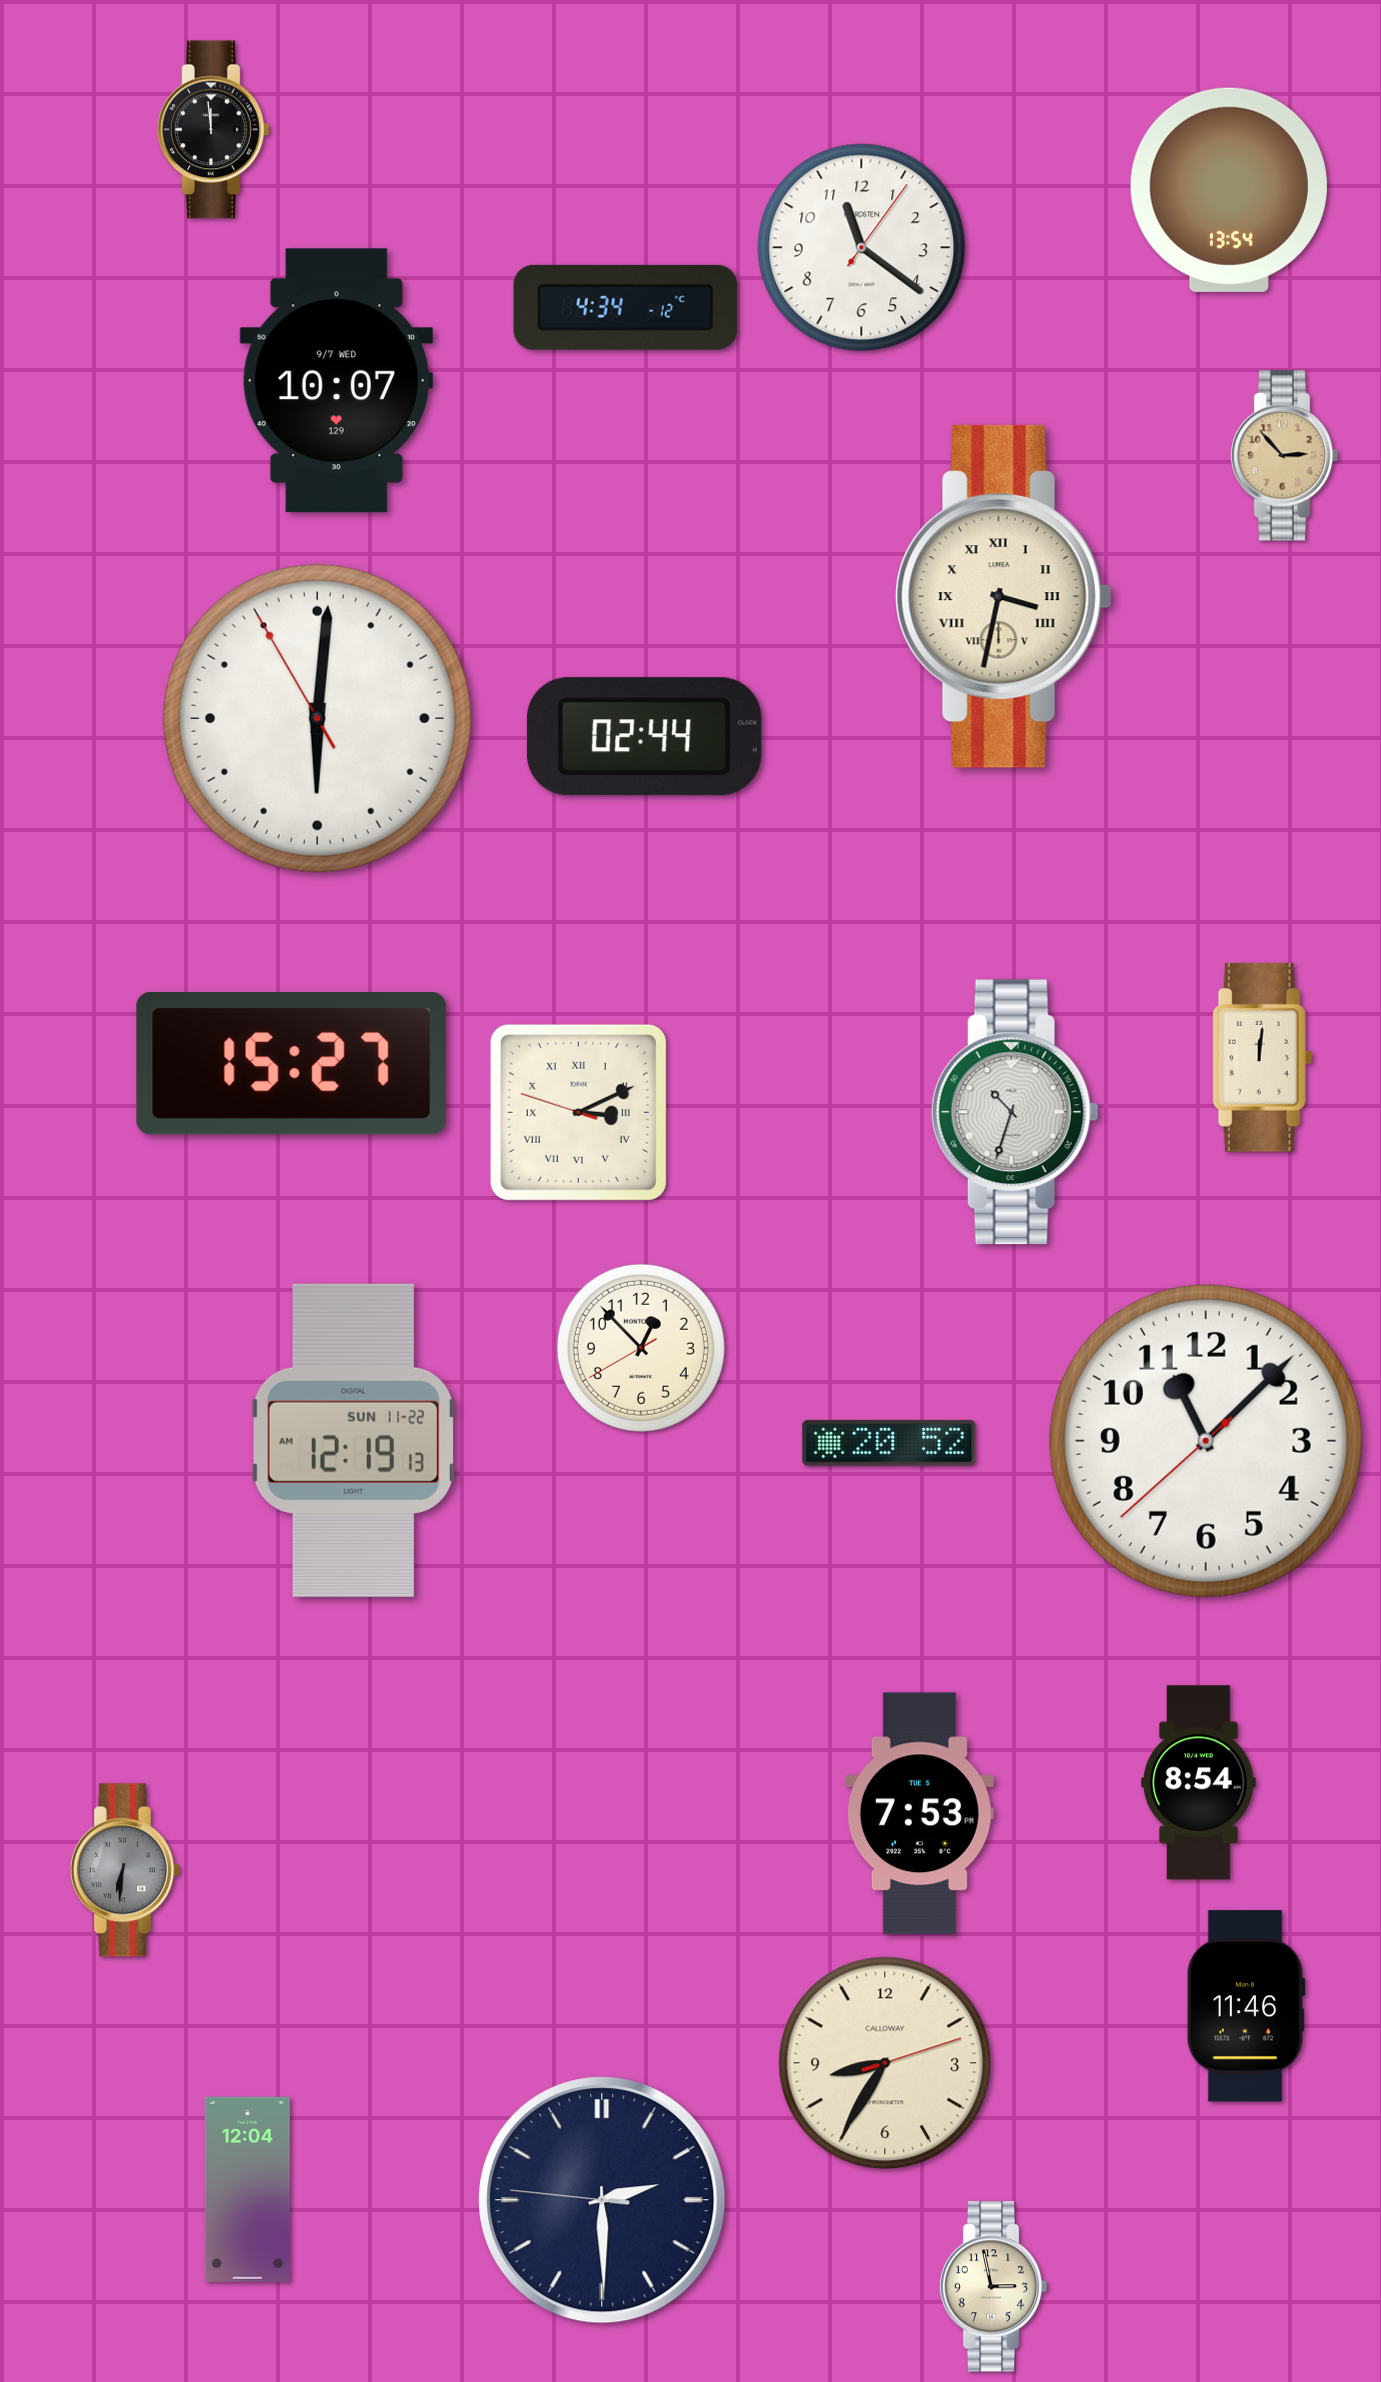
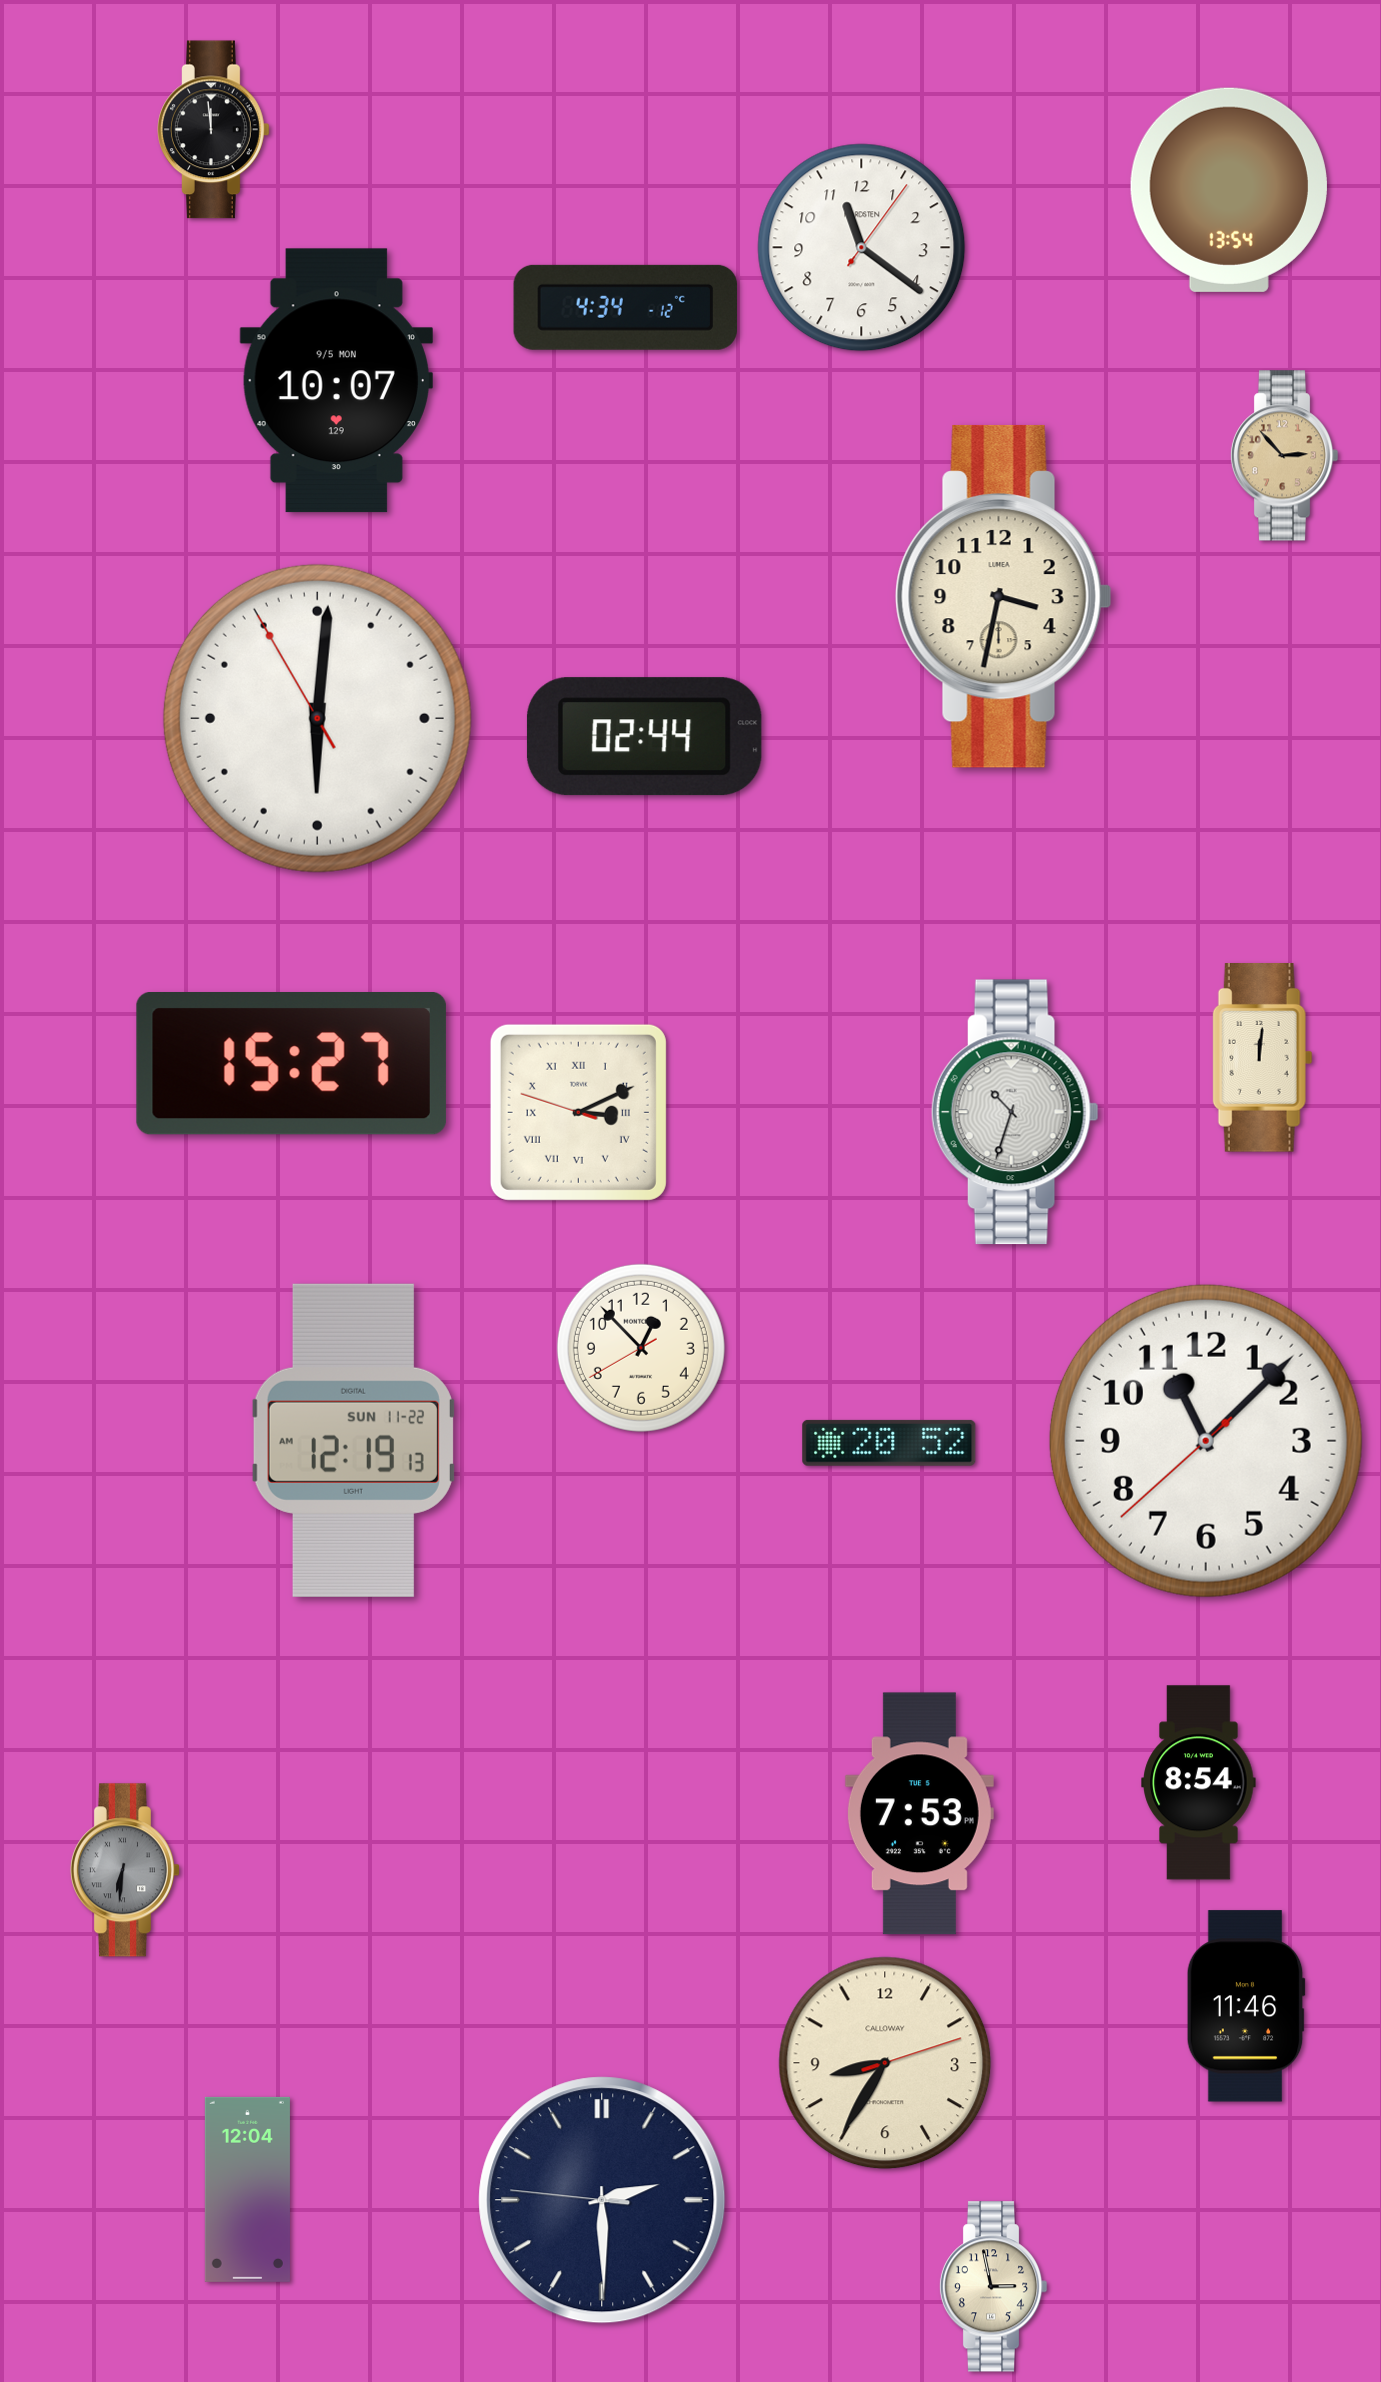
clock at (336, 381) date: 9/7 WED -> 9/5 MON
clock at (1004, 596) numerals: Roman -> Arabic
